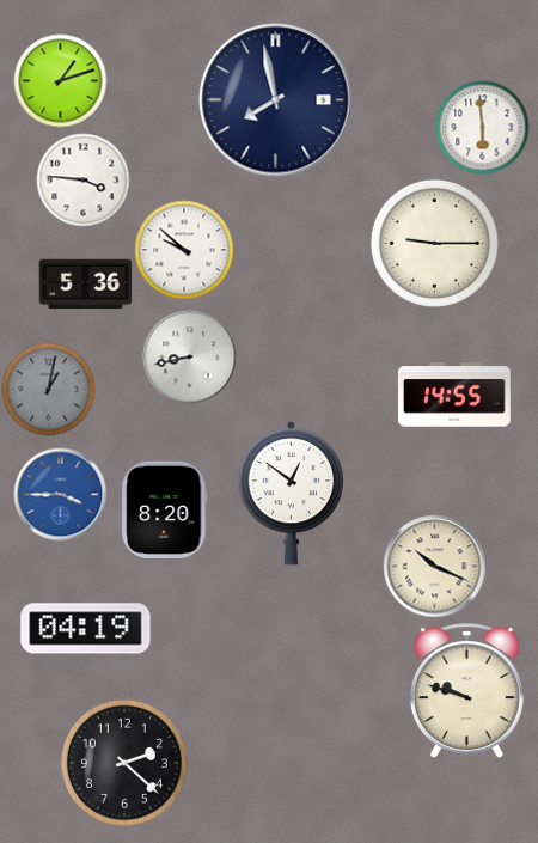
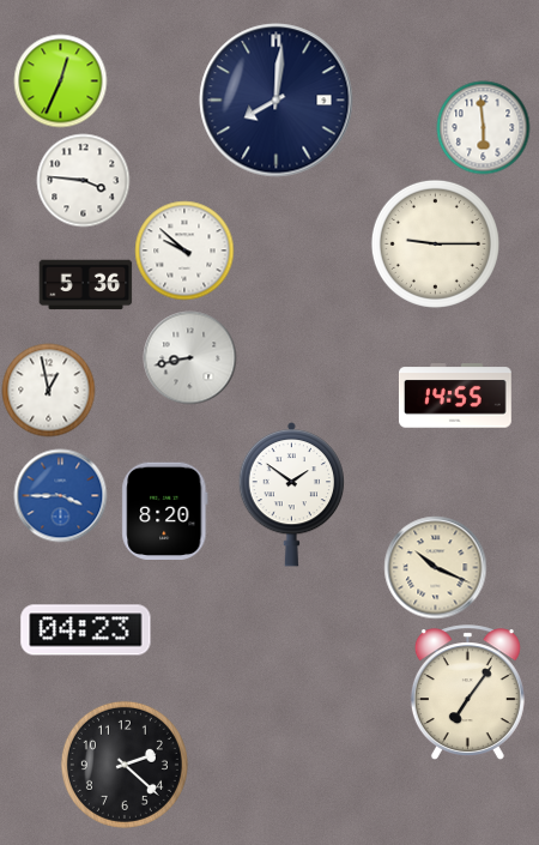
clock at (60, 80): 1:12 -> 12:34
clock at (276, 100): 7:58 -> 8:01
clock at (48, 389): 1:02 -> 12:58
clock at (48, 389) dial: grey -> white
clock at (292, 494): 12:51 -> 1:51
clock at (86, 629): 04:19 -> 04:23
clock at (466, 691): 9:48 -> 7:06
